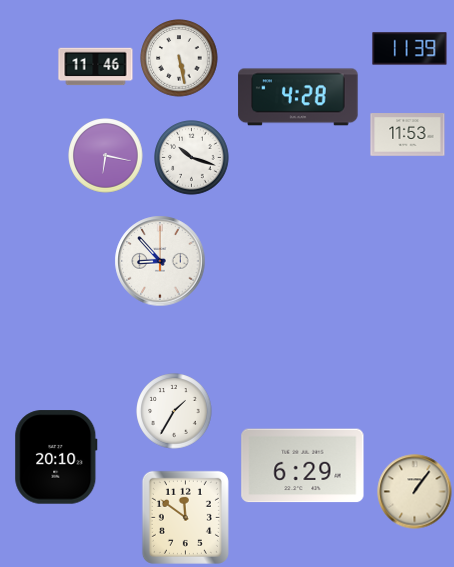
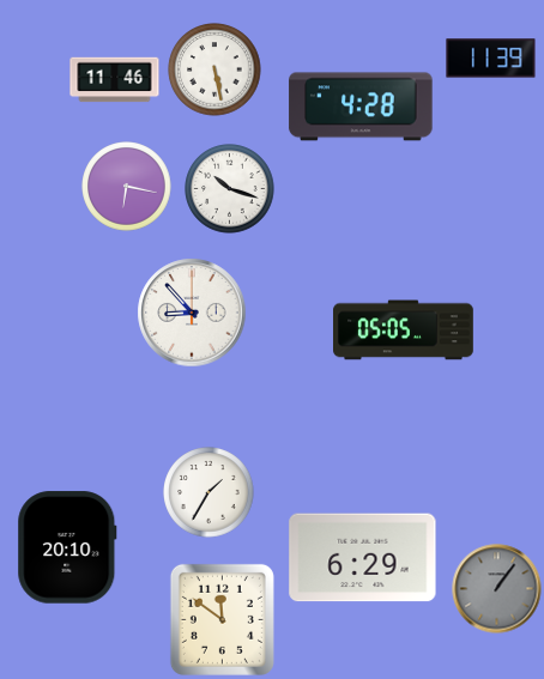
clock at (298, 97) position: (298, 97) -> (361, 107)
clock at (408, 135): 11:53 -> none
clock at (404, 331): none -> 05:05
clock at (415, 492) dial: cream -> grey
